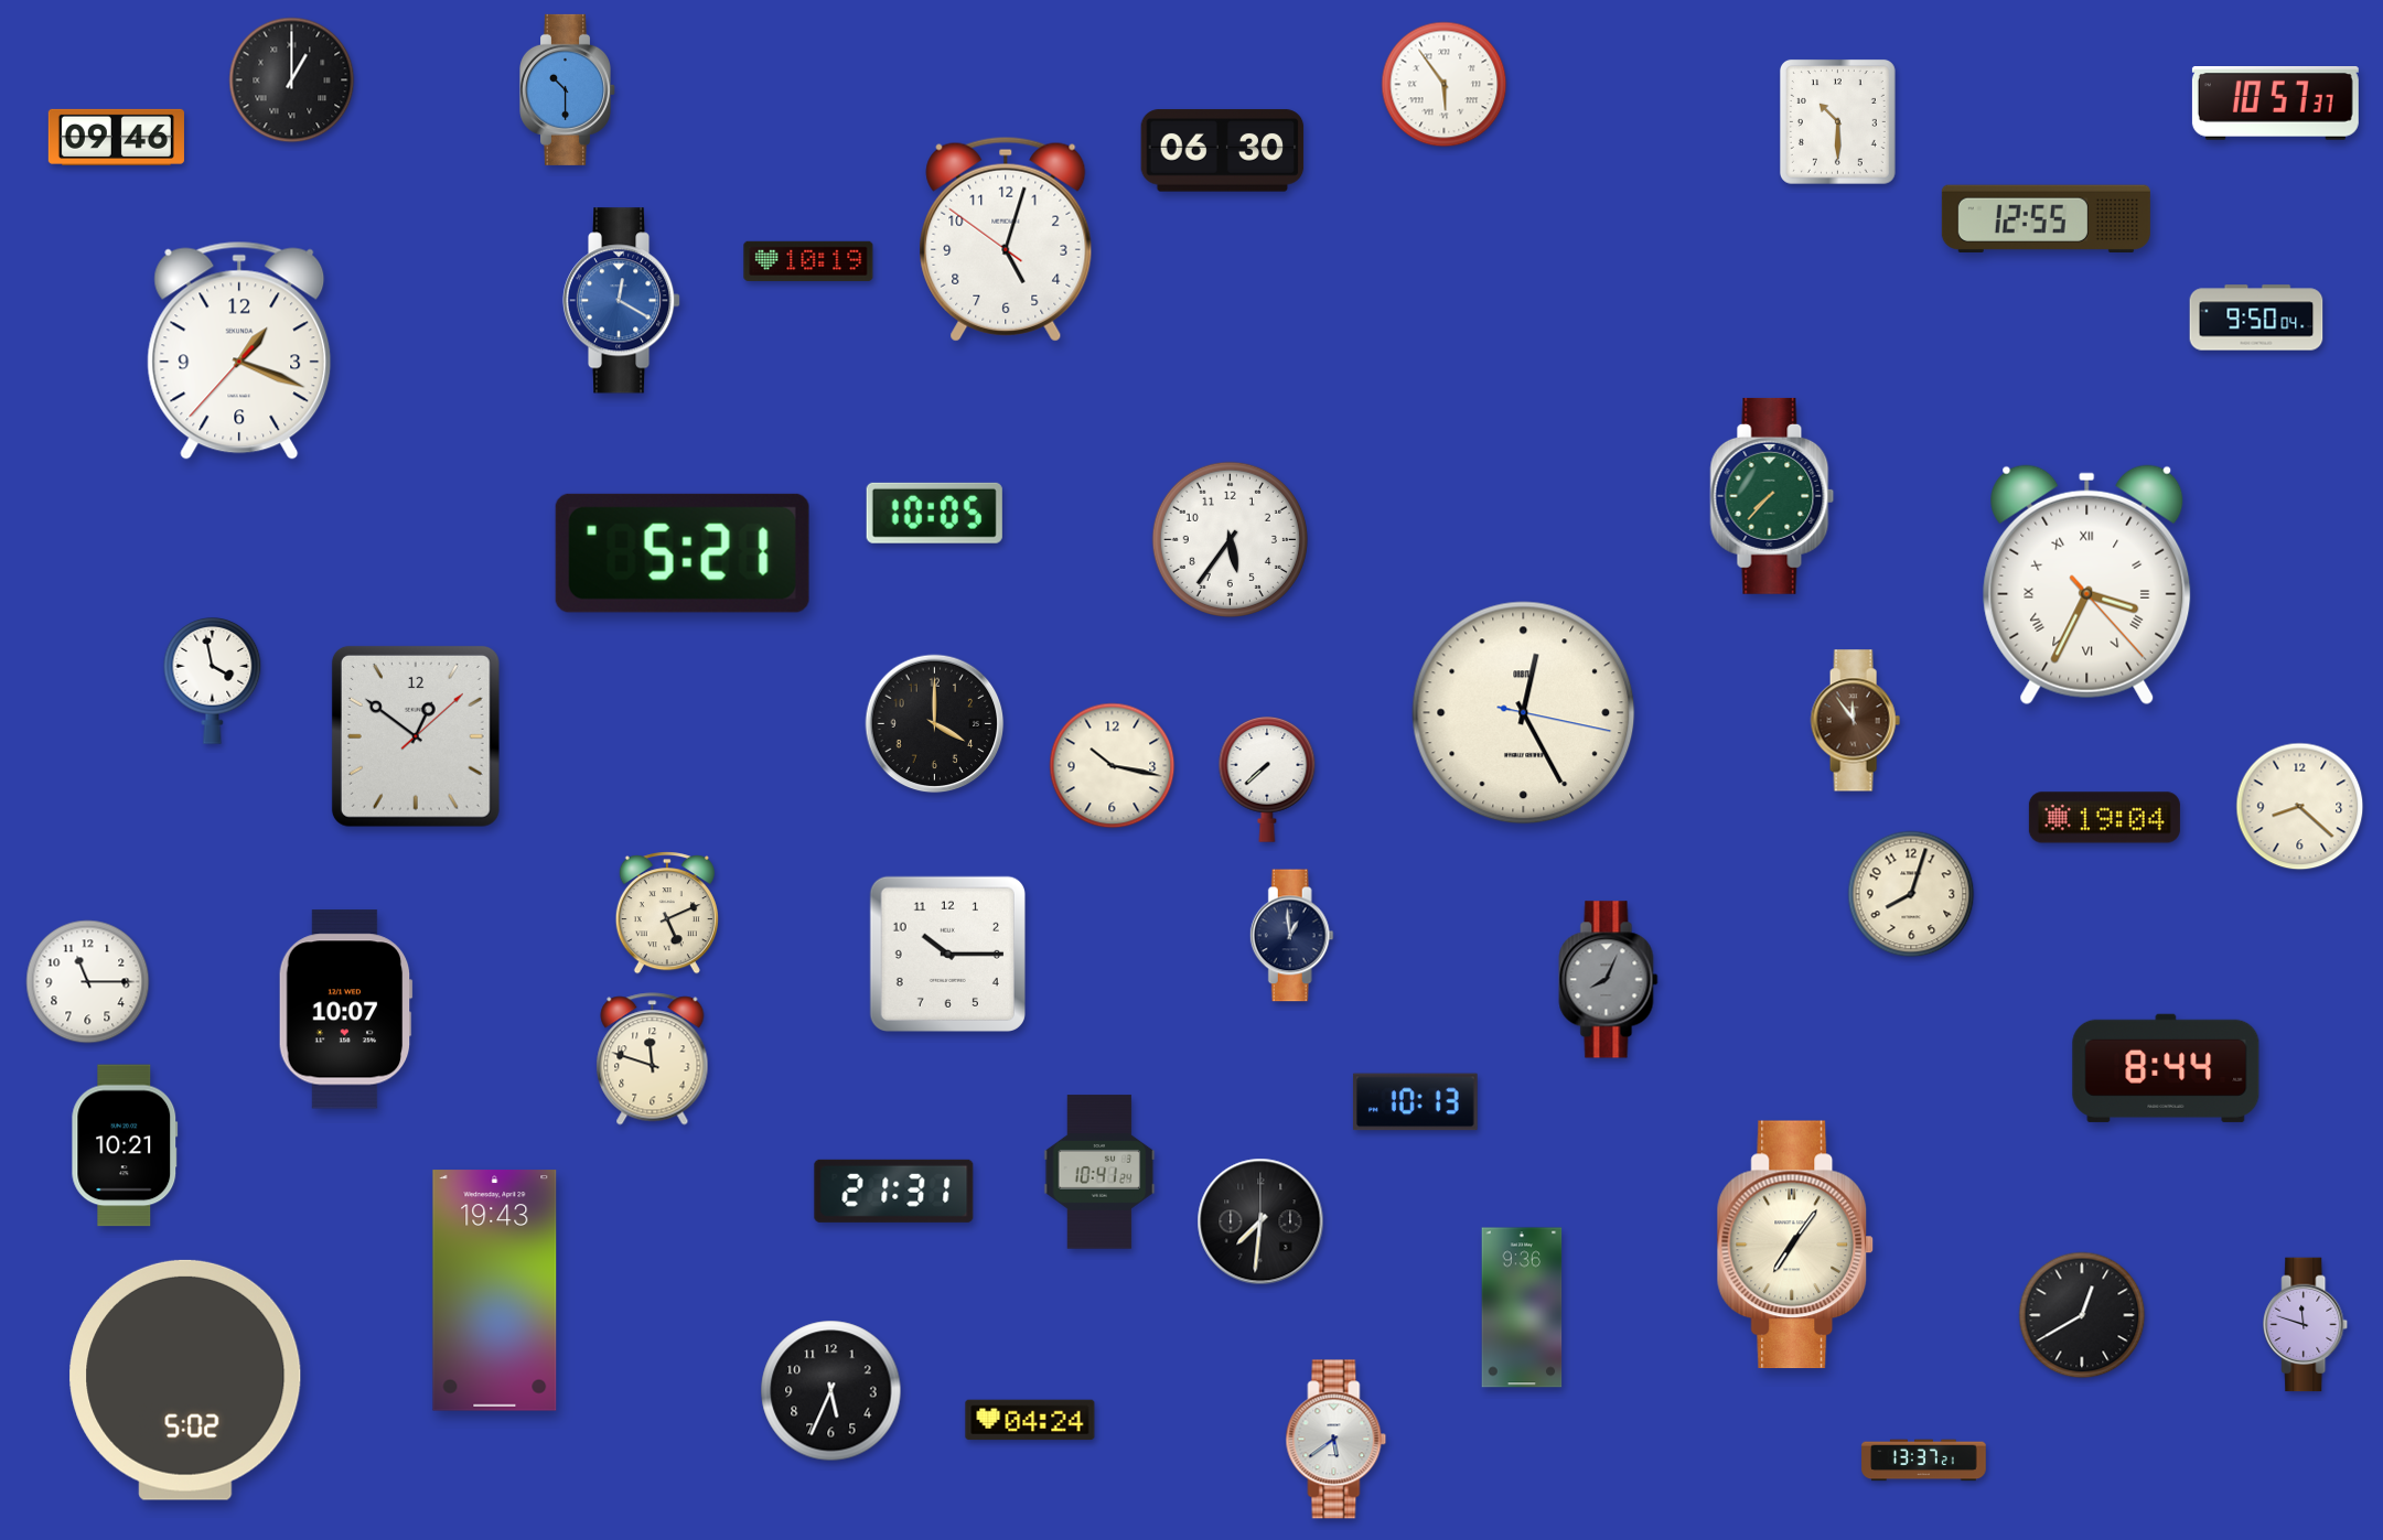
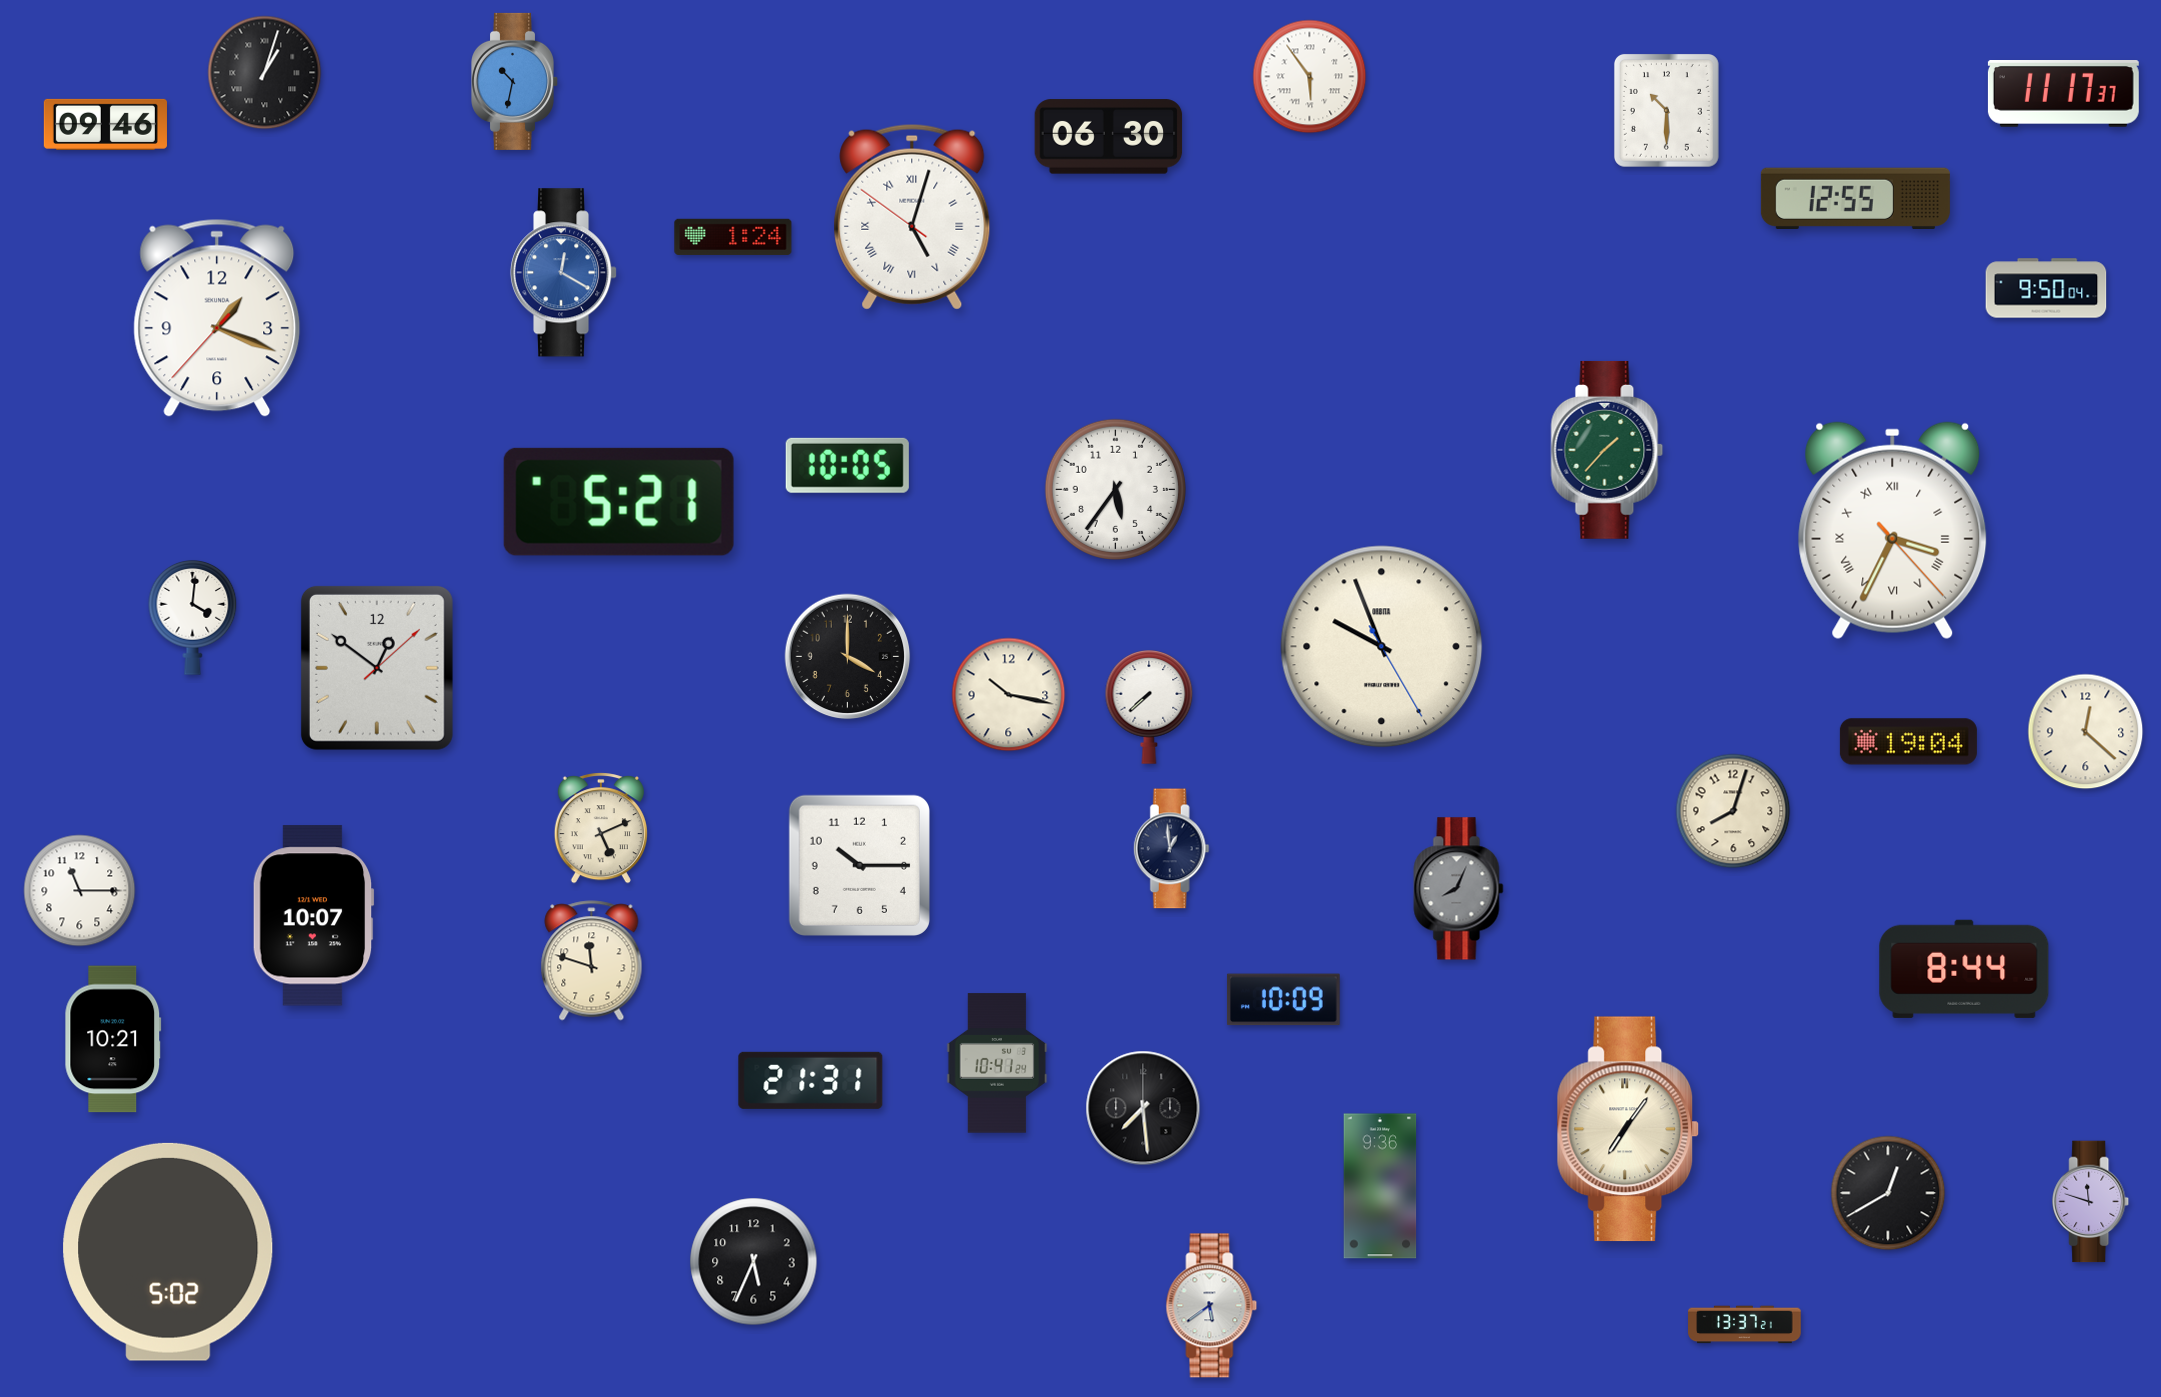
clock at (292, 80): 1:00 -> 1:03
clock at (568, 89): 10:30 -> 10:32
clock at (2275, 104): 10:57 -> 11:17
clock at (1006, 239) numerals: Arabic -> Roman
clock at (808, 261): 10:19 -> 1:24
clock at (1772, 496): 7:37 -> 1:37
clock at (213, 681): 3:58 -> 4:01
clock at (1524, 713): 12:25 -> 9:56
clock at (1855, 721): 11:54 -> none
clock at (2300, 807): 8:22 -> 12:22
clock at (667, 913) position: (667, 913) -> (601, 828)
clock at (1415, 1102): 10:13 -> 10:09
clock at (1260, 1221): 7:31 -> 7:29
clock at (495, 1291): 19:43 -> none
clock at (1030, 1420): 04:24 -> none
